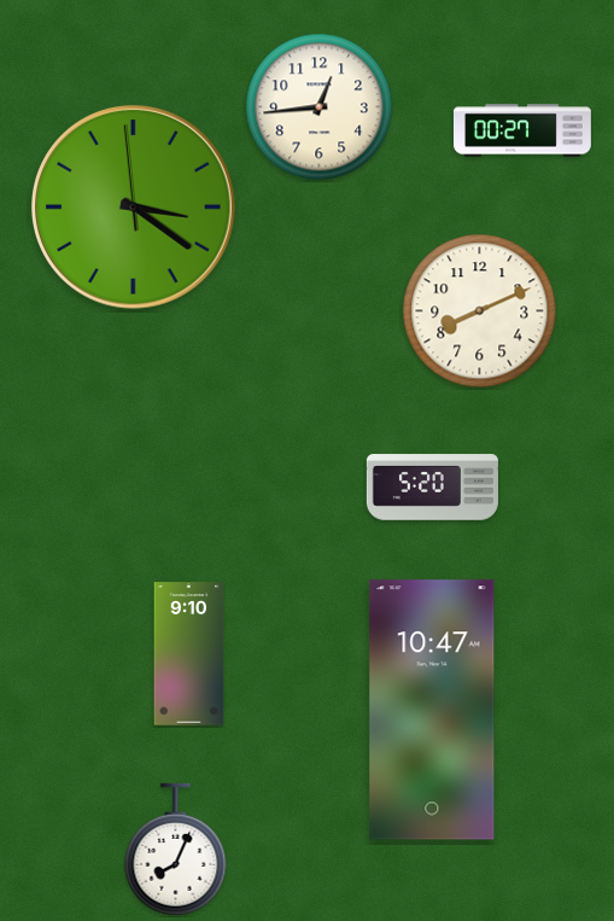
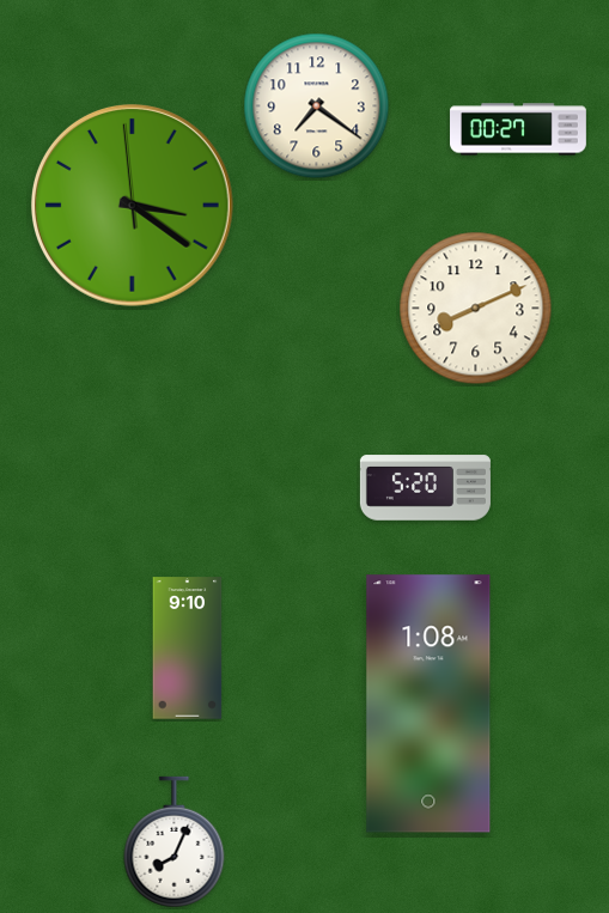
clock at (320, 107): 12:44 -> 7:21
clock at (432, 488) position: (432, 488) -> (425, 488)
clock at (432, 710): 10:47 -> 1:08
